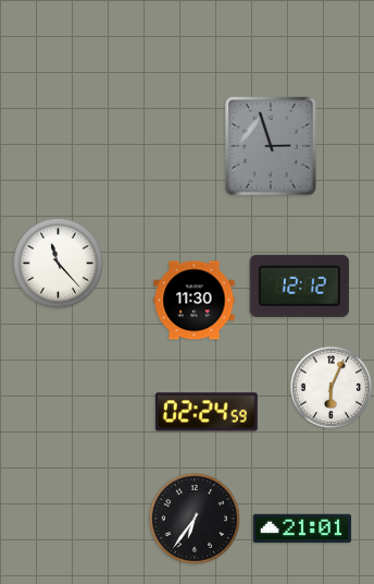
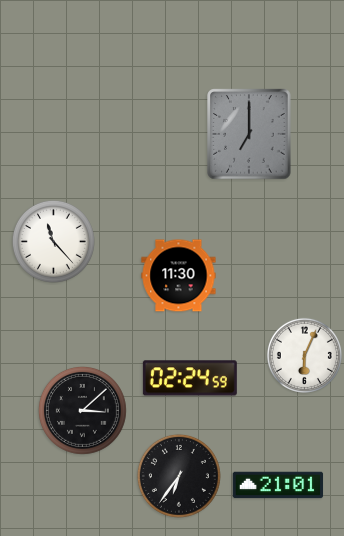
clock at (271, 146): 2:57 -> 7:00
clock at (299, 285): 12:12 -> none
clock at (82, 410): none -> 3:08
